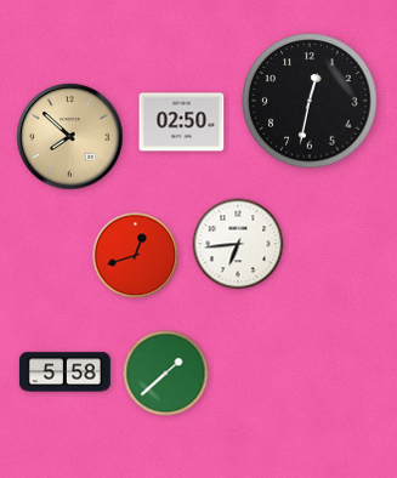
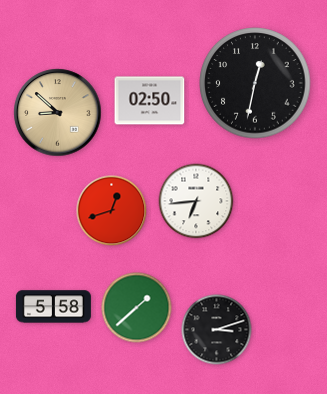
clock at (70, 137): 7:52 -> 8:52
clock at (217, 330): none -> 3:12
